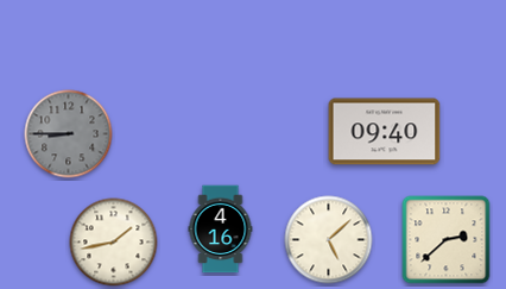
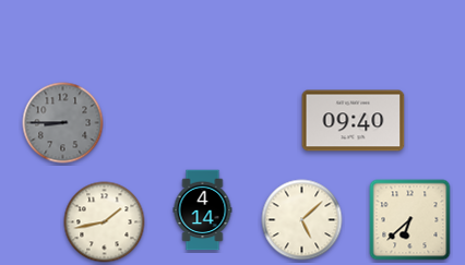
clock at (221, 230): 4:16 -> 4:14
clock at (447, 240): 2:38 -> 6:38
